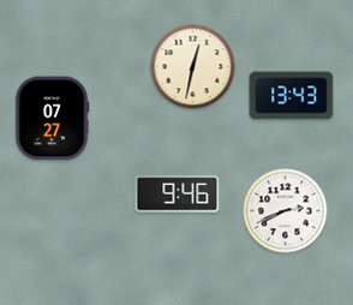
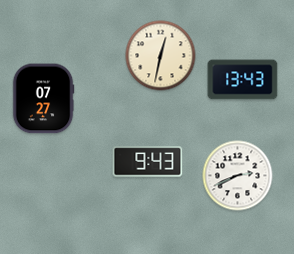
clock at (178, 195): 9:46 -> 9:43
